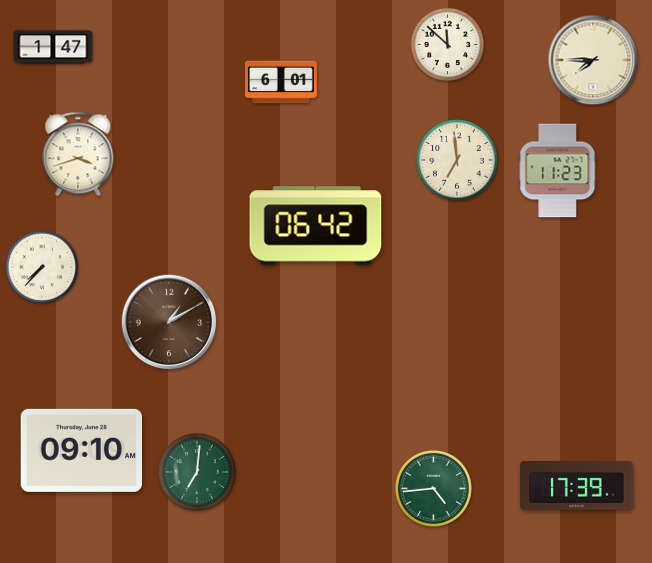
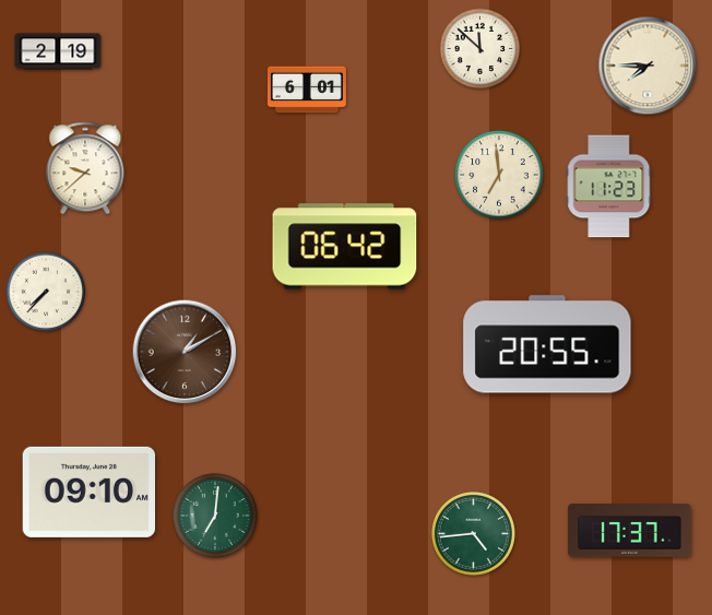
clock at (448, 45) position: (448, 45) -> (480, 49)
clock at (53, 47): 1:47 -> 2:19
clock at (78, 154): 3:42 -> 9:38
clock at (547, 344): none -> 20:55
clock at (577, 486): 17:39 -> 17:37
